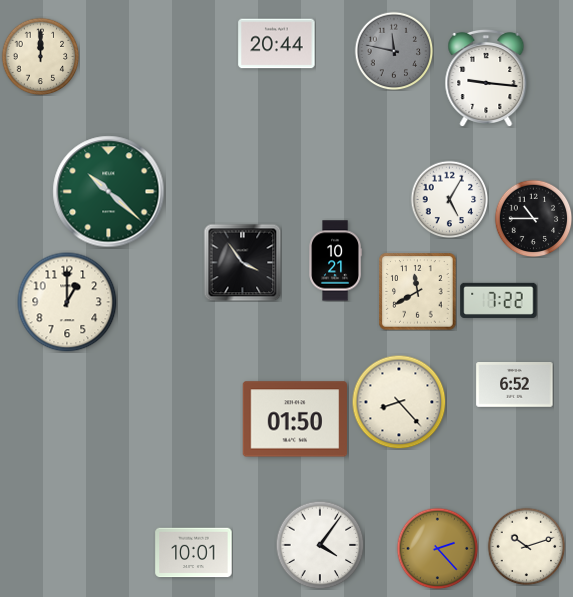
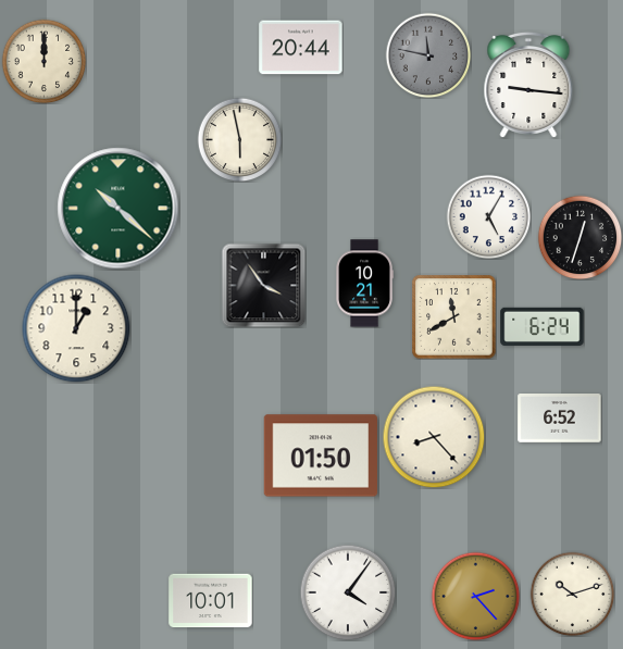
clock at (239, 139): none -> 5:58
clock at (533, 218): 10:45 -> 12:33
clock at (499, 300): 7:22 -> 6:24
clock at (67, 302) position: (67, 302) -> (76, 328)
